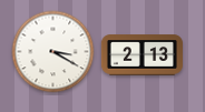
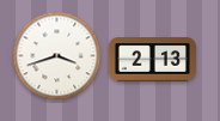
clock at (53, 52): 3:20 -> 3:42
